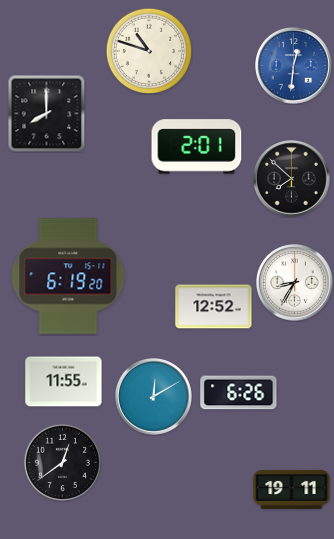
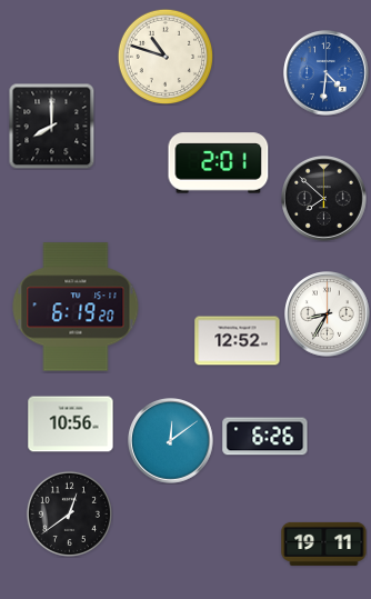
clock at (294, 66): 12:31 -> 4:31
clock at (64, 382): 11:55 -> 10:56
clock at (154, 397): 12:10 -> 12:09
